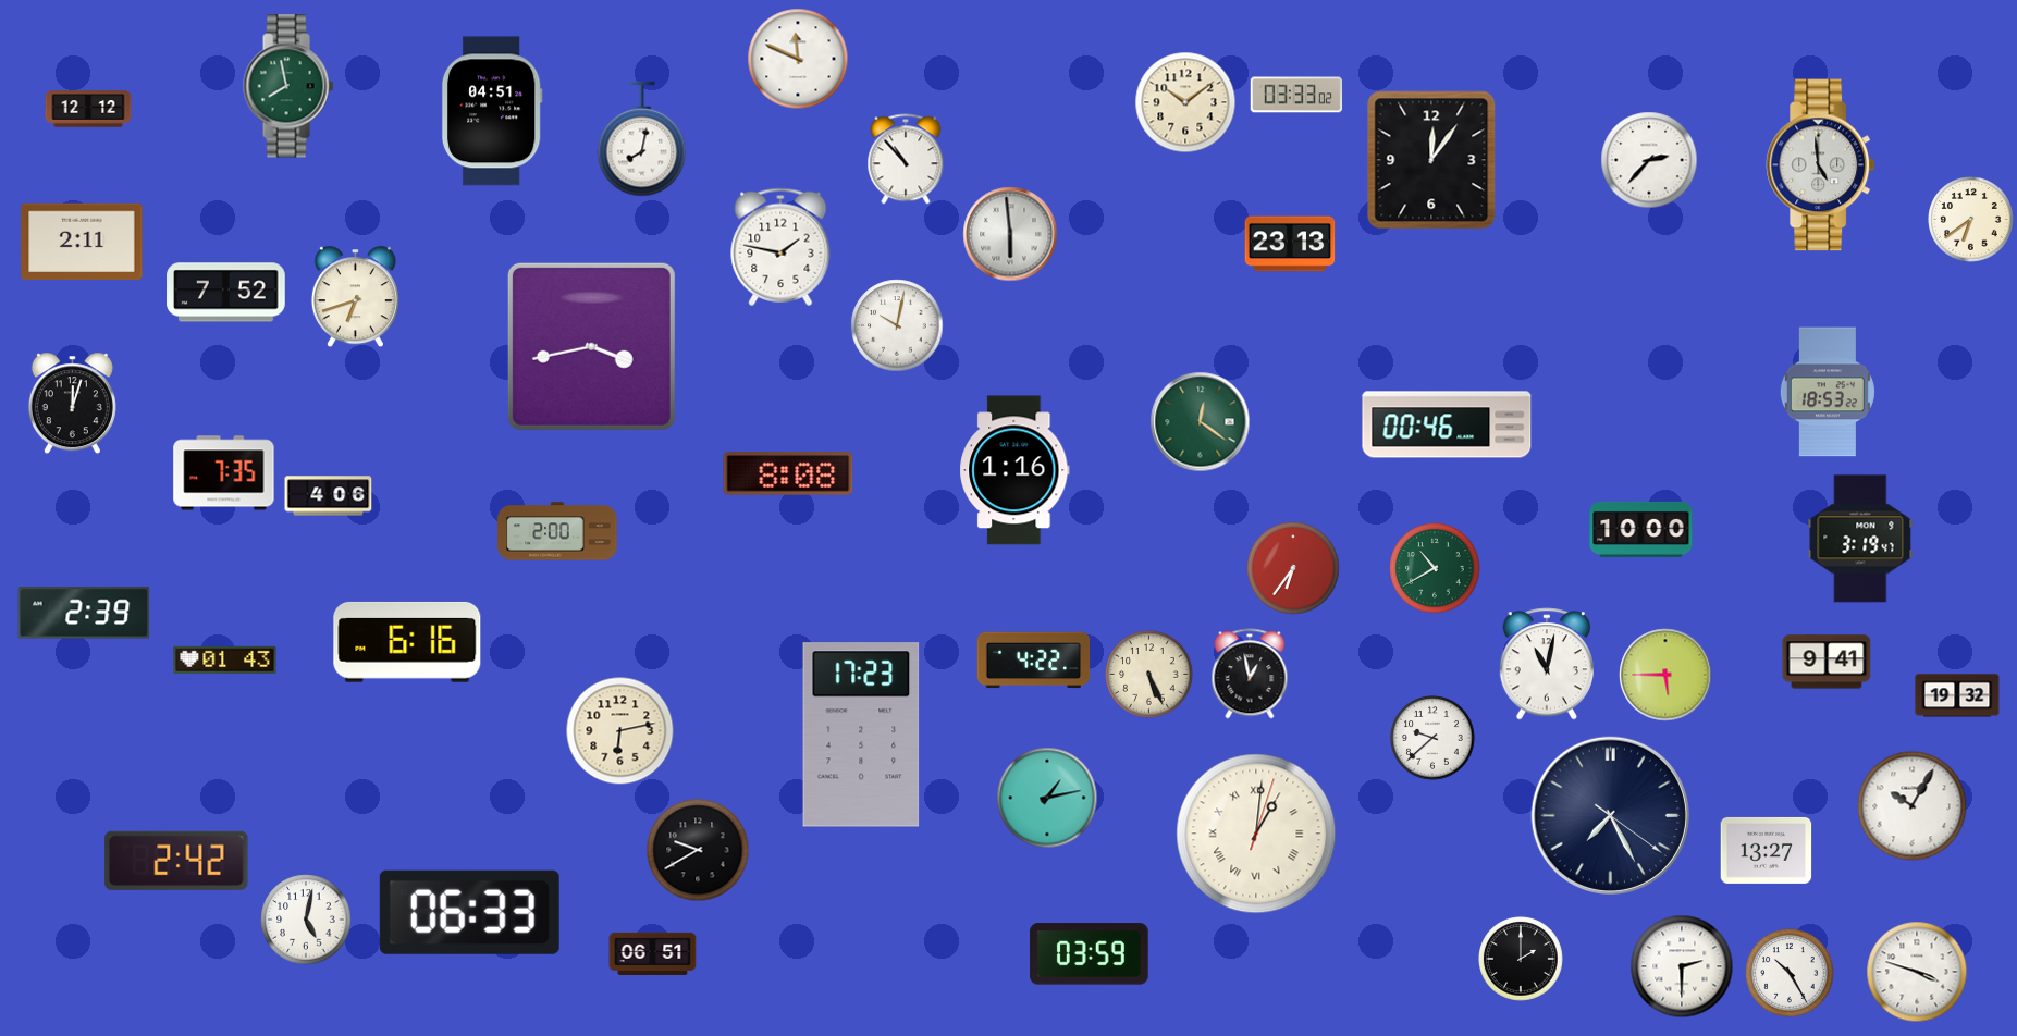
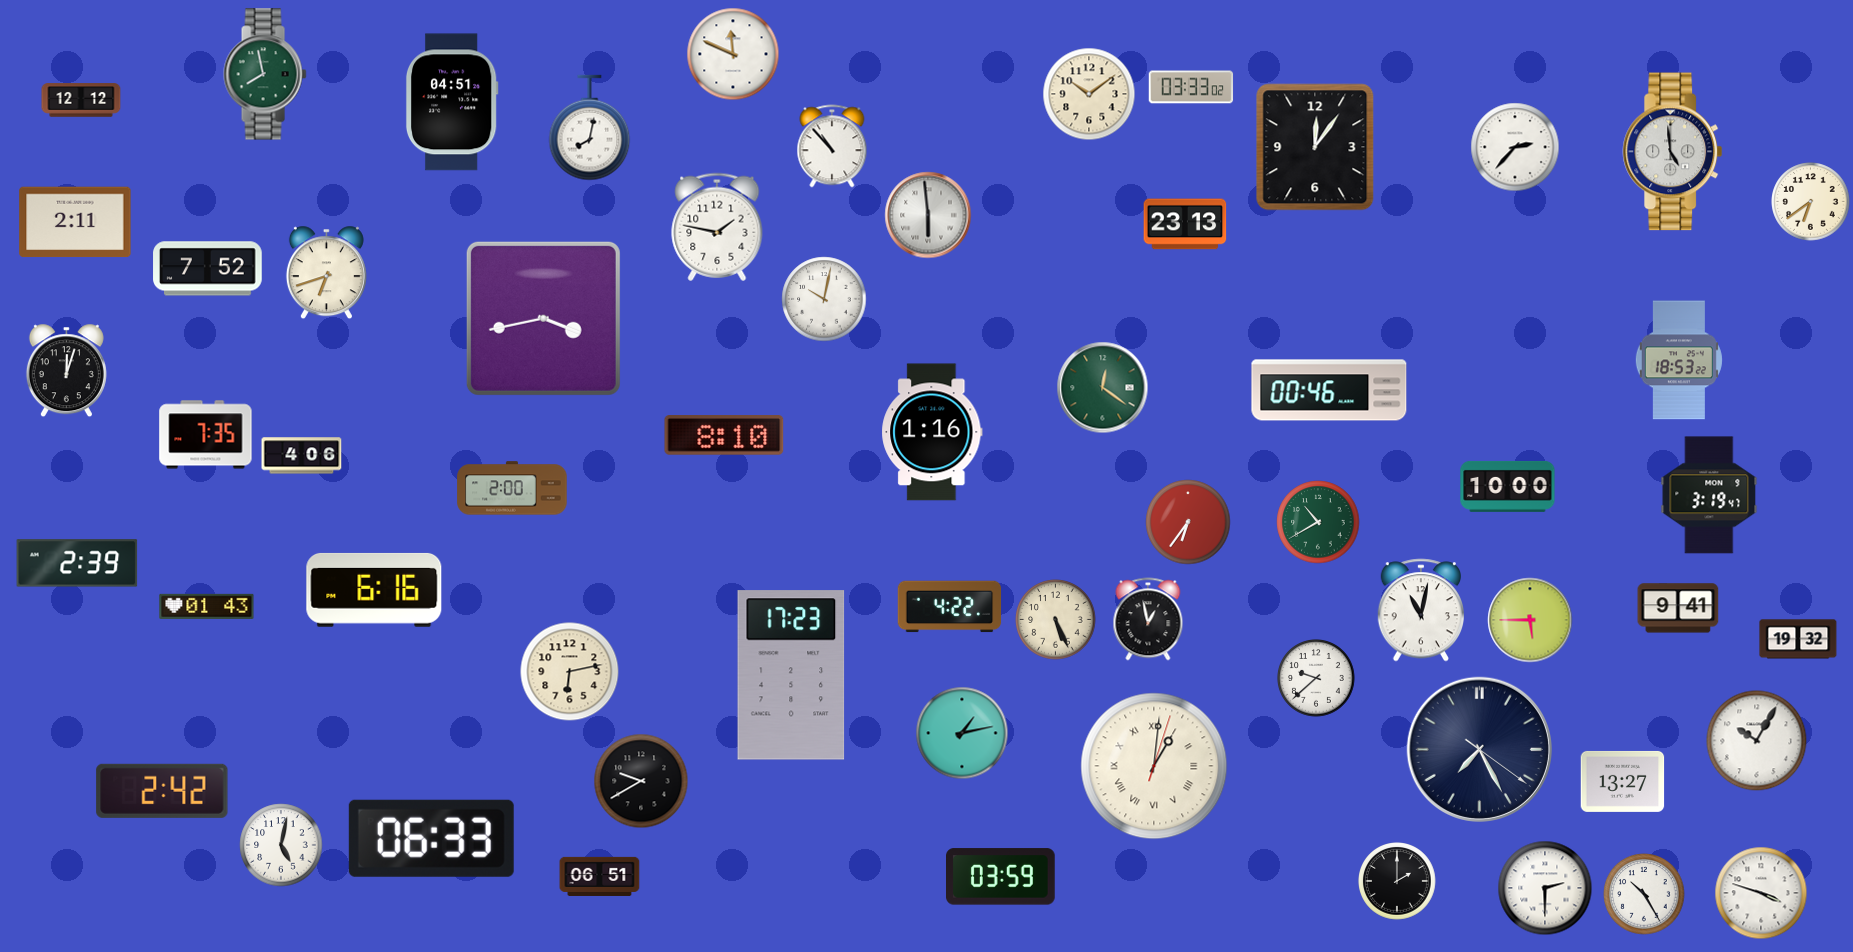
clock at (288, 86) position: (288, 86) -> (265, 74)
clock at (788, 473): 8:08 -> 8:10
